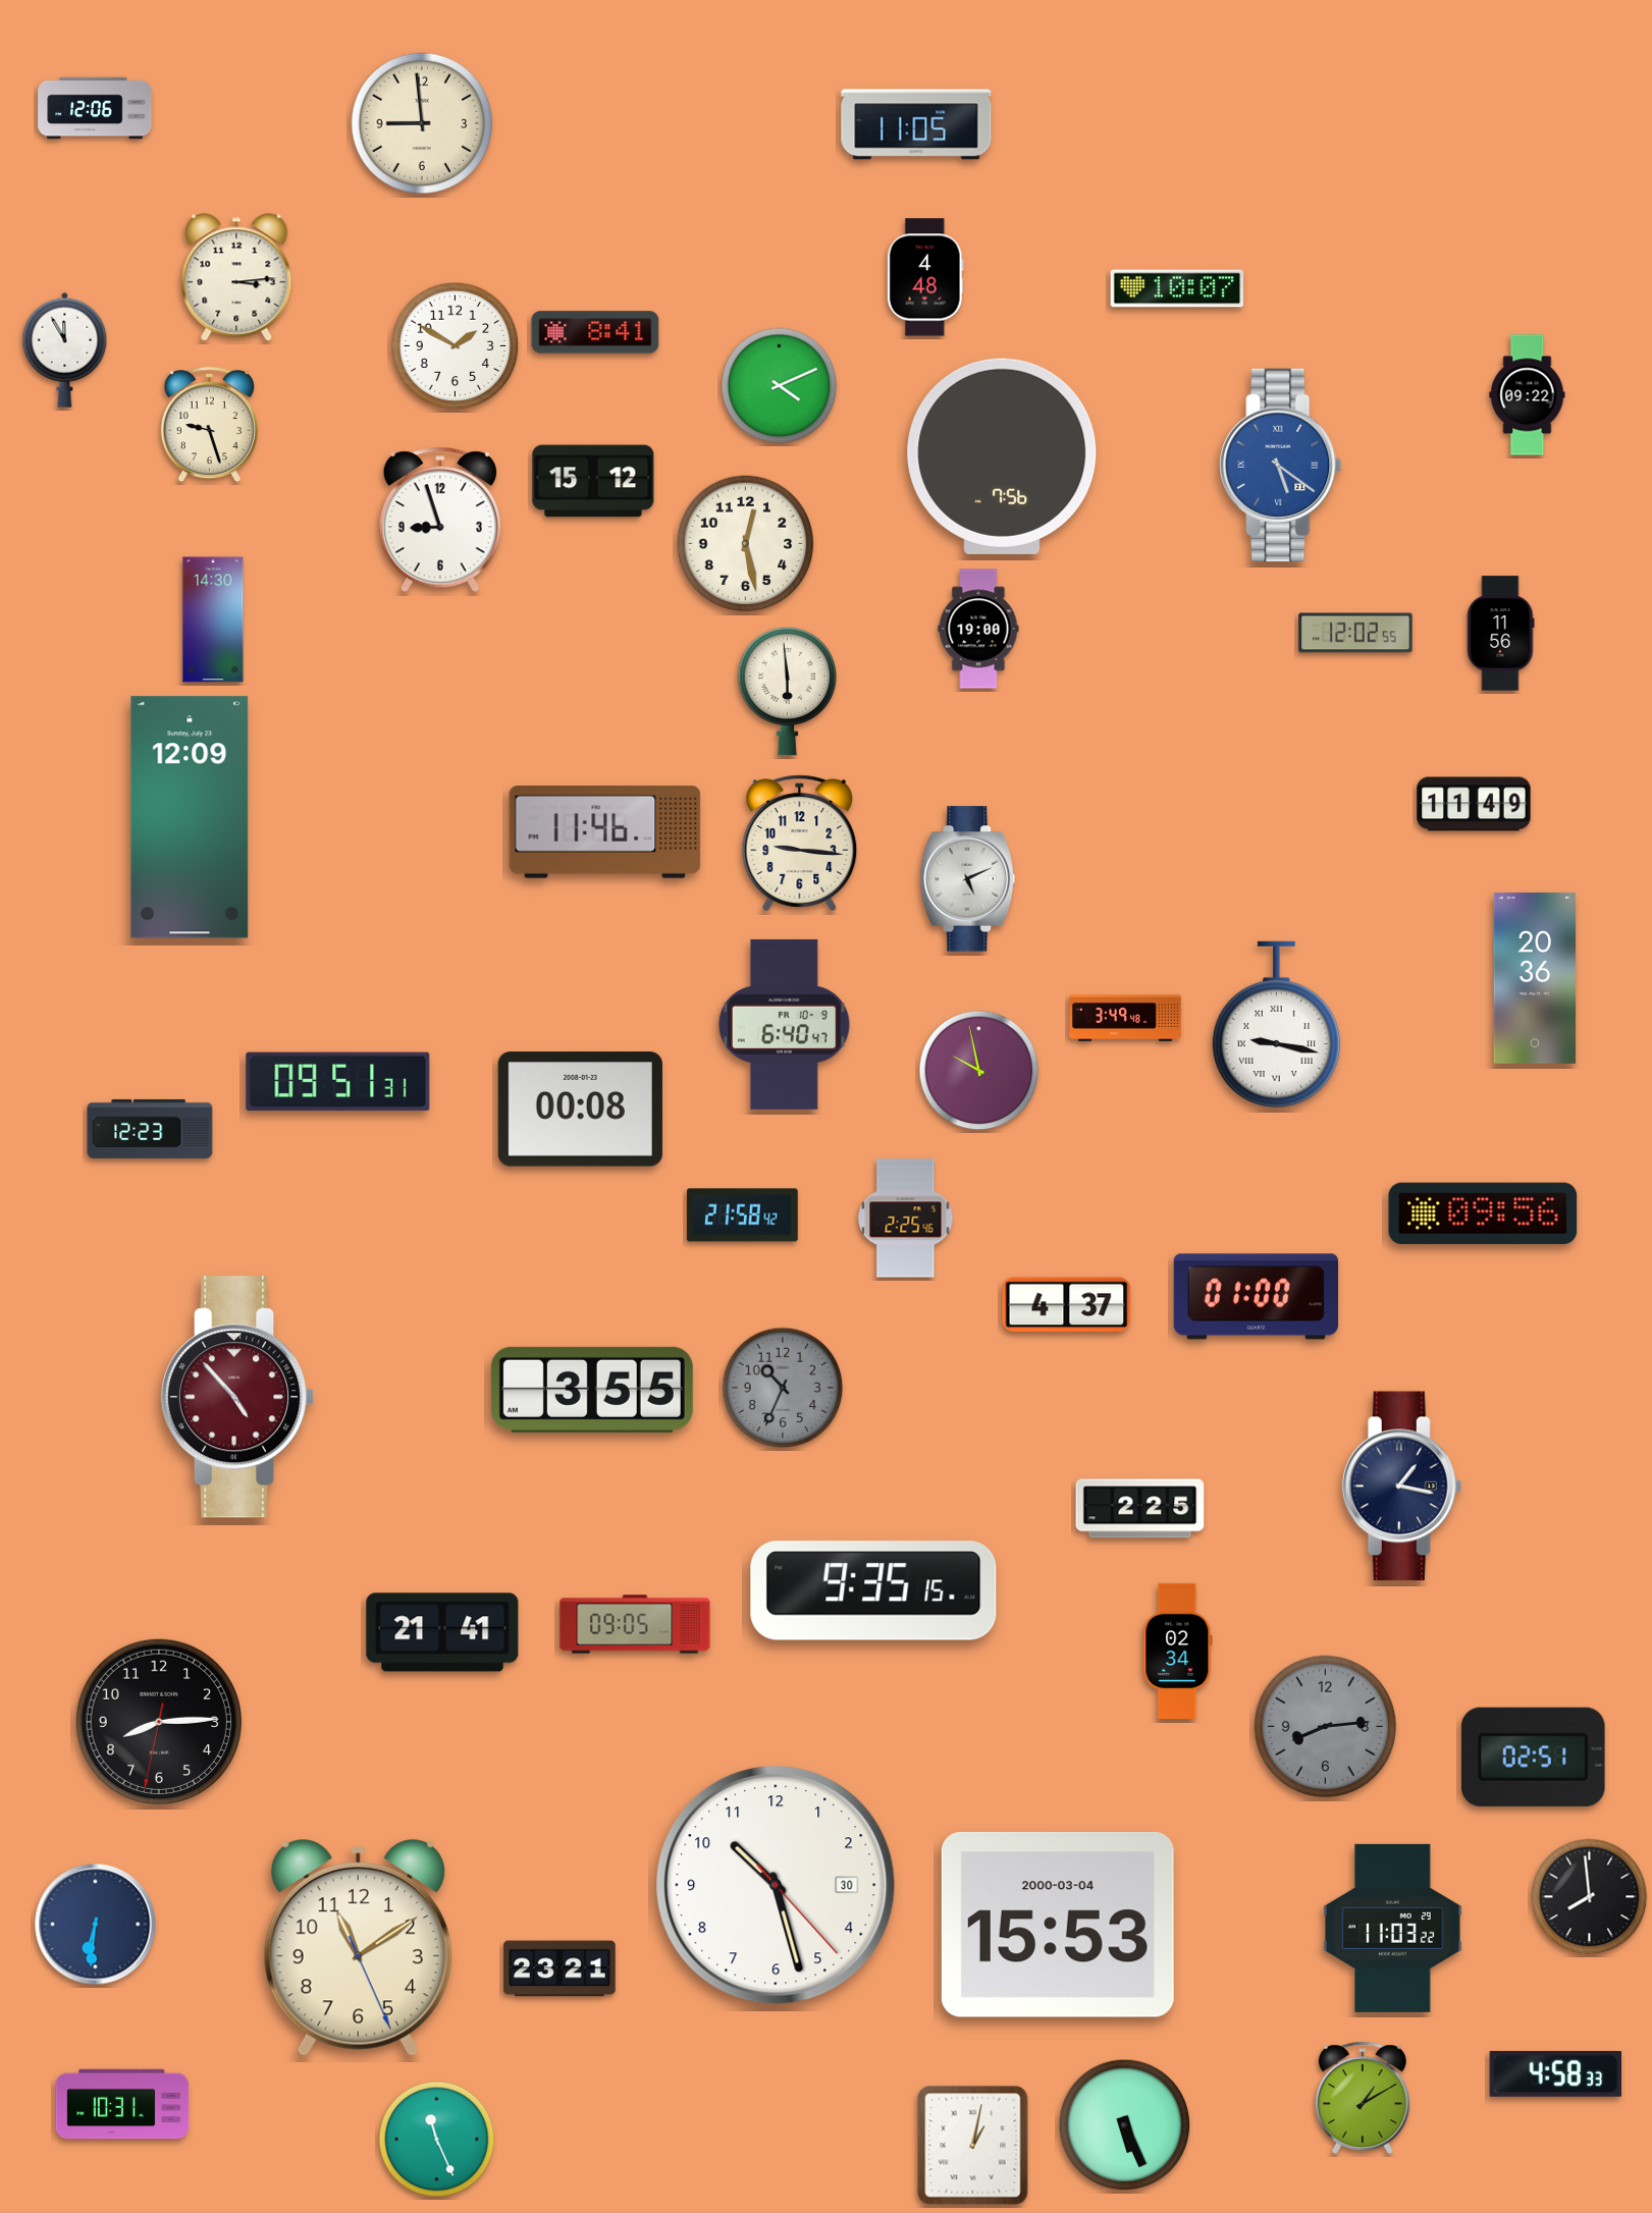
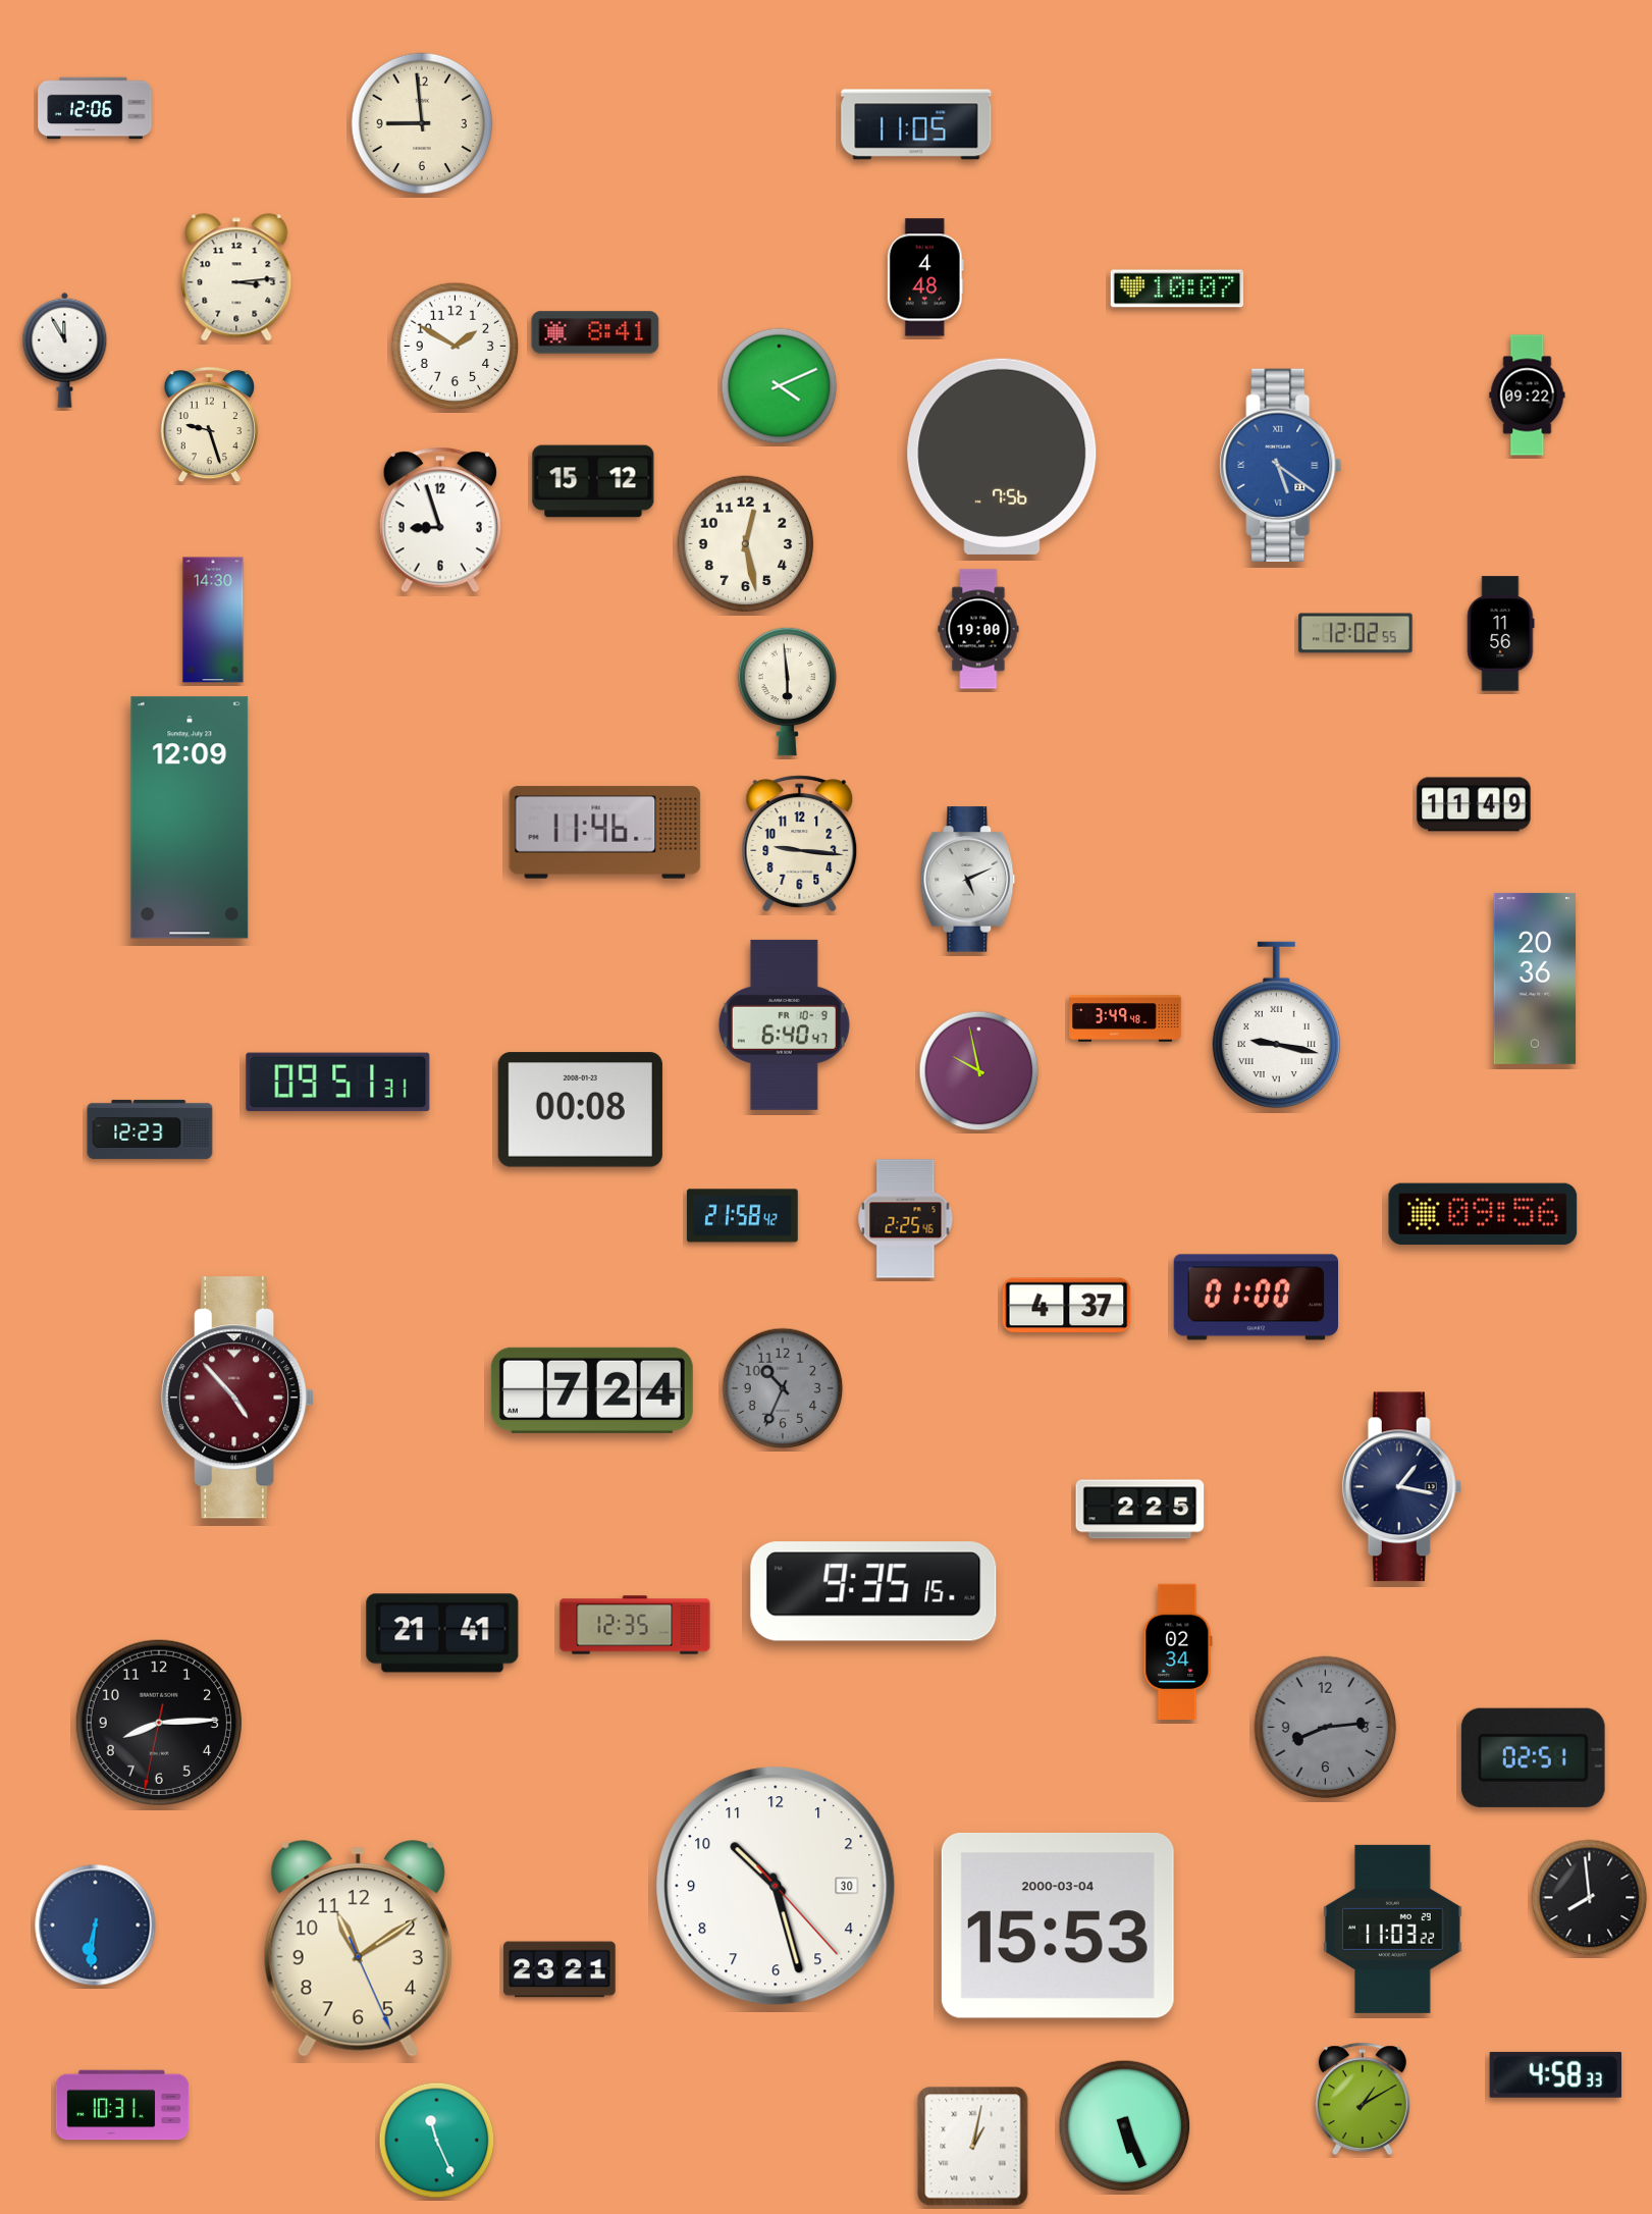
clock at (592, 1390): 3:55 -> 7:24
clock at (635, 1624): 09:05 -> 12:35
